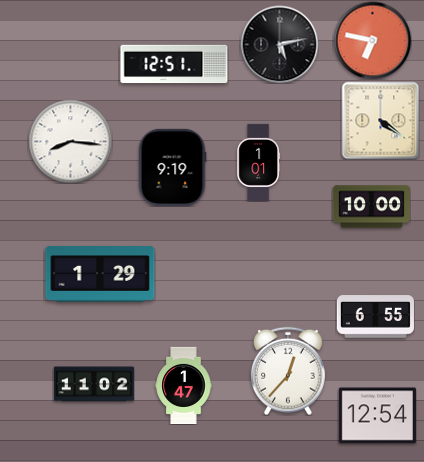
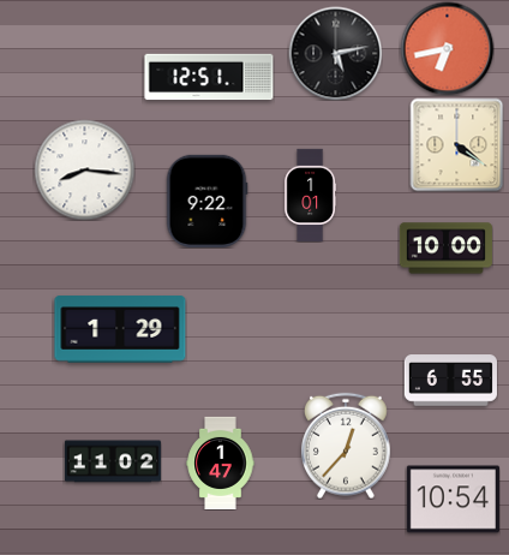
clock at (372, 40): 6:47 -> 6:43
clock at (172, 167): 9:19 -> 9:22
clock at (377, 416): 12:54 -> 10:54
